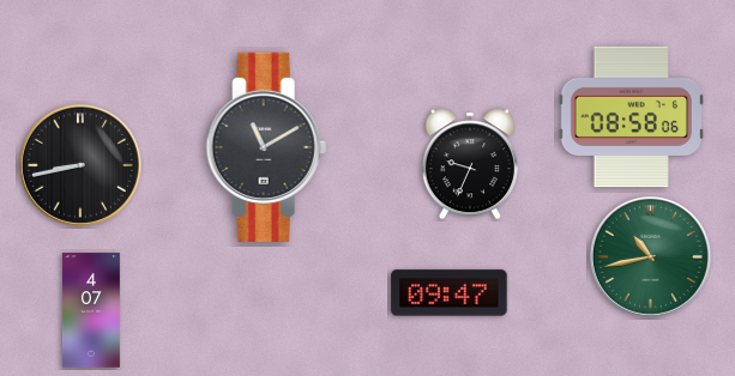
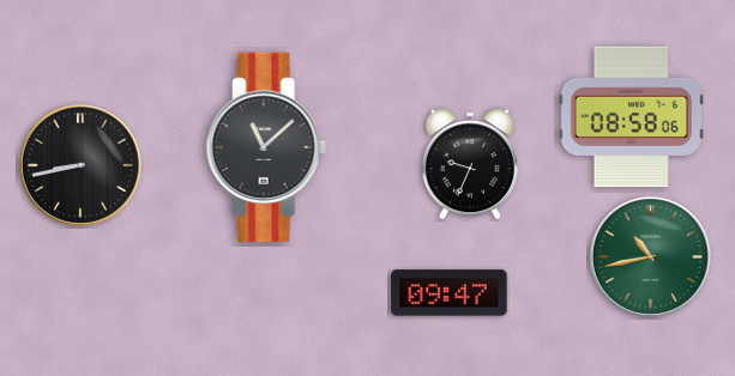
clock at (266, 147): 11:10 -> 11:08
clock at (91, 310): 4:07 -> none
